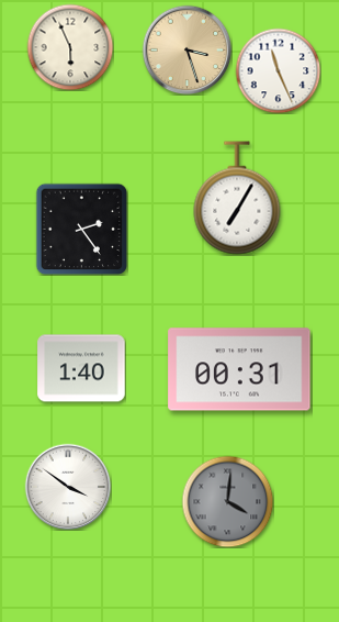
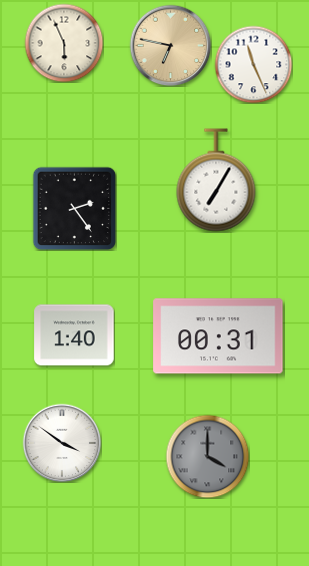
clock at (187, 49): 3:27 -> 6:47
clock at (227, 501): 4:01 -> 4:00
